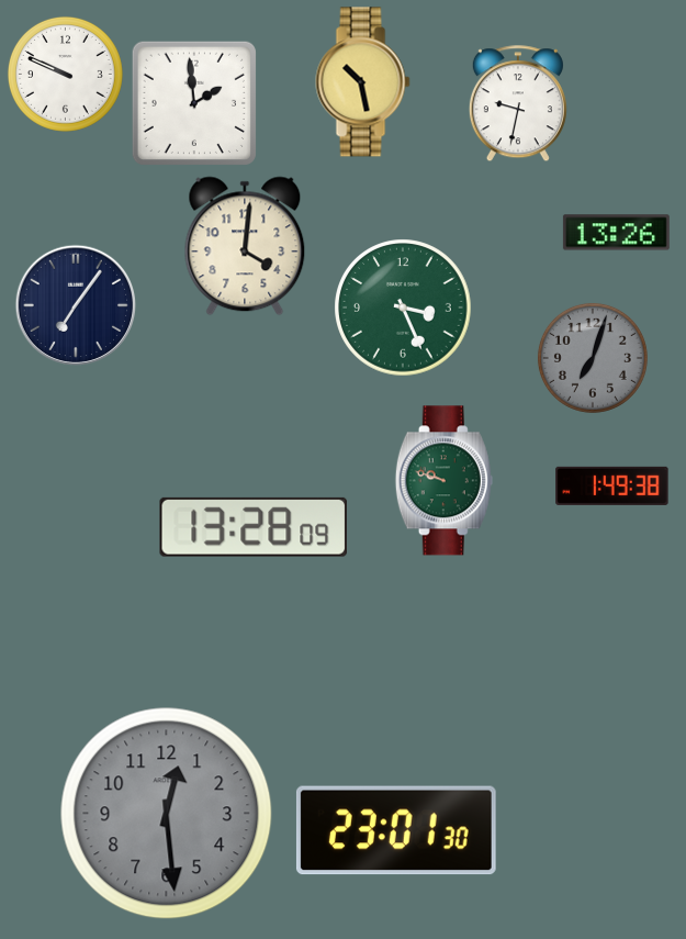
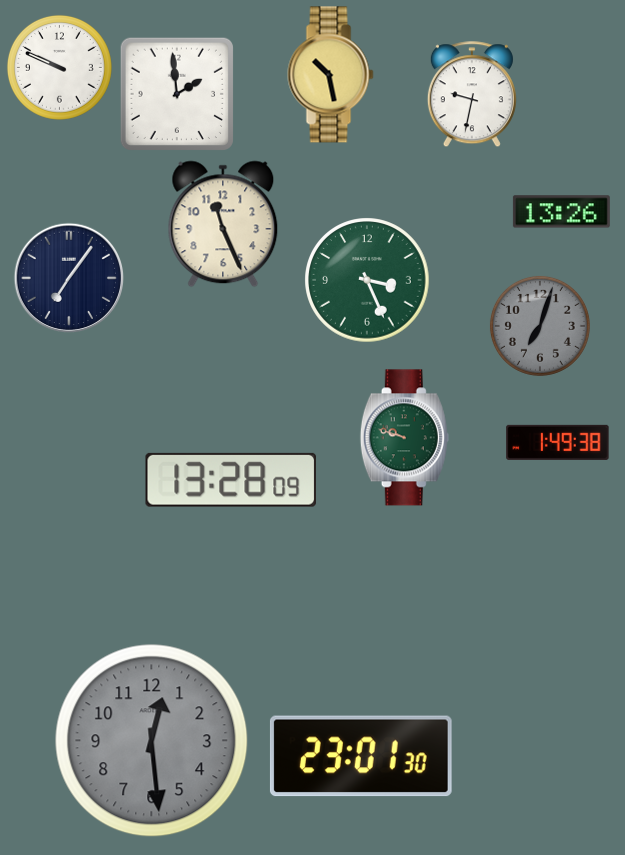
clock at (245, 246): 4:01 -> 11:26
